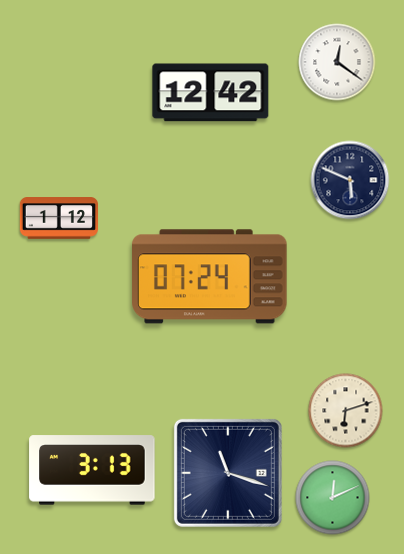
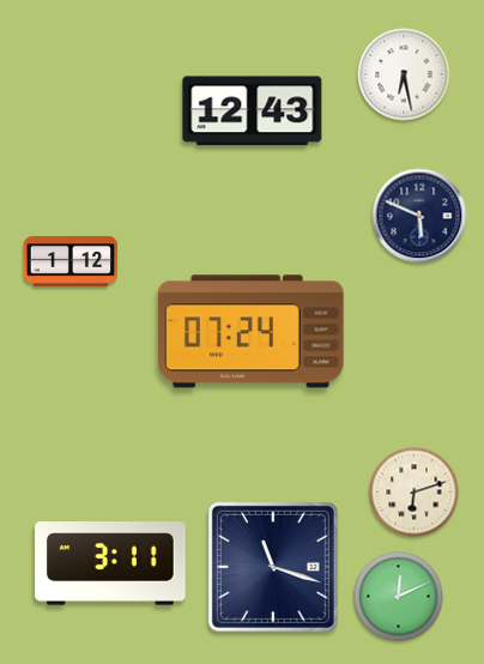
clock at (337, 62): 12:21 -> 6:28
clock at (211, 93): 12:42 -> 12:43
clock at (92, 470): 3:13 -> 3:11
